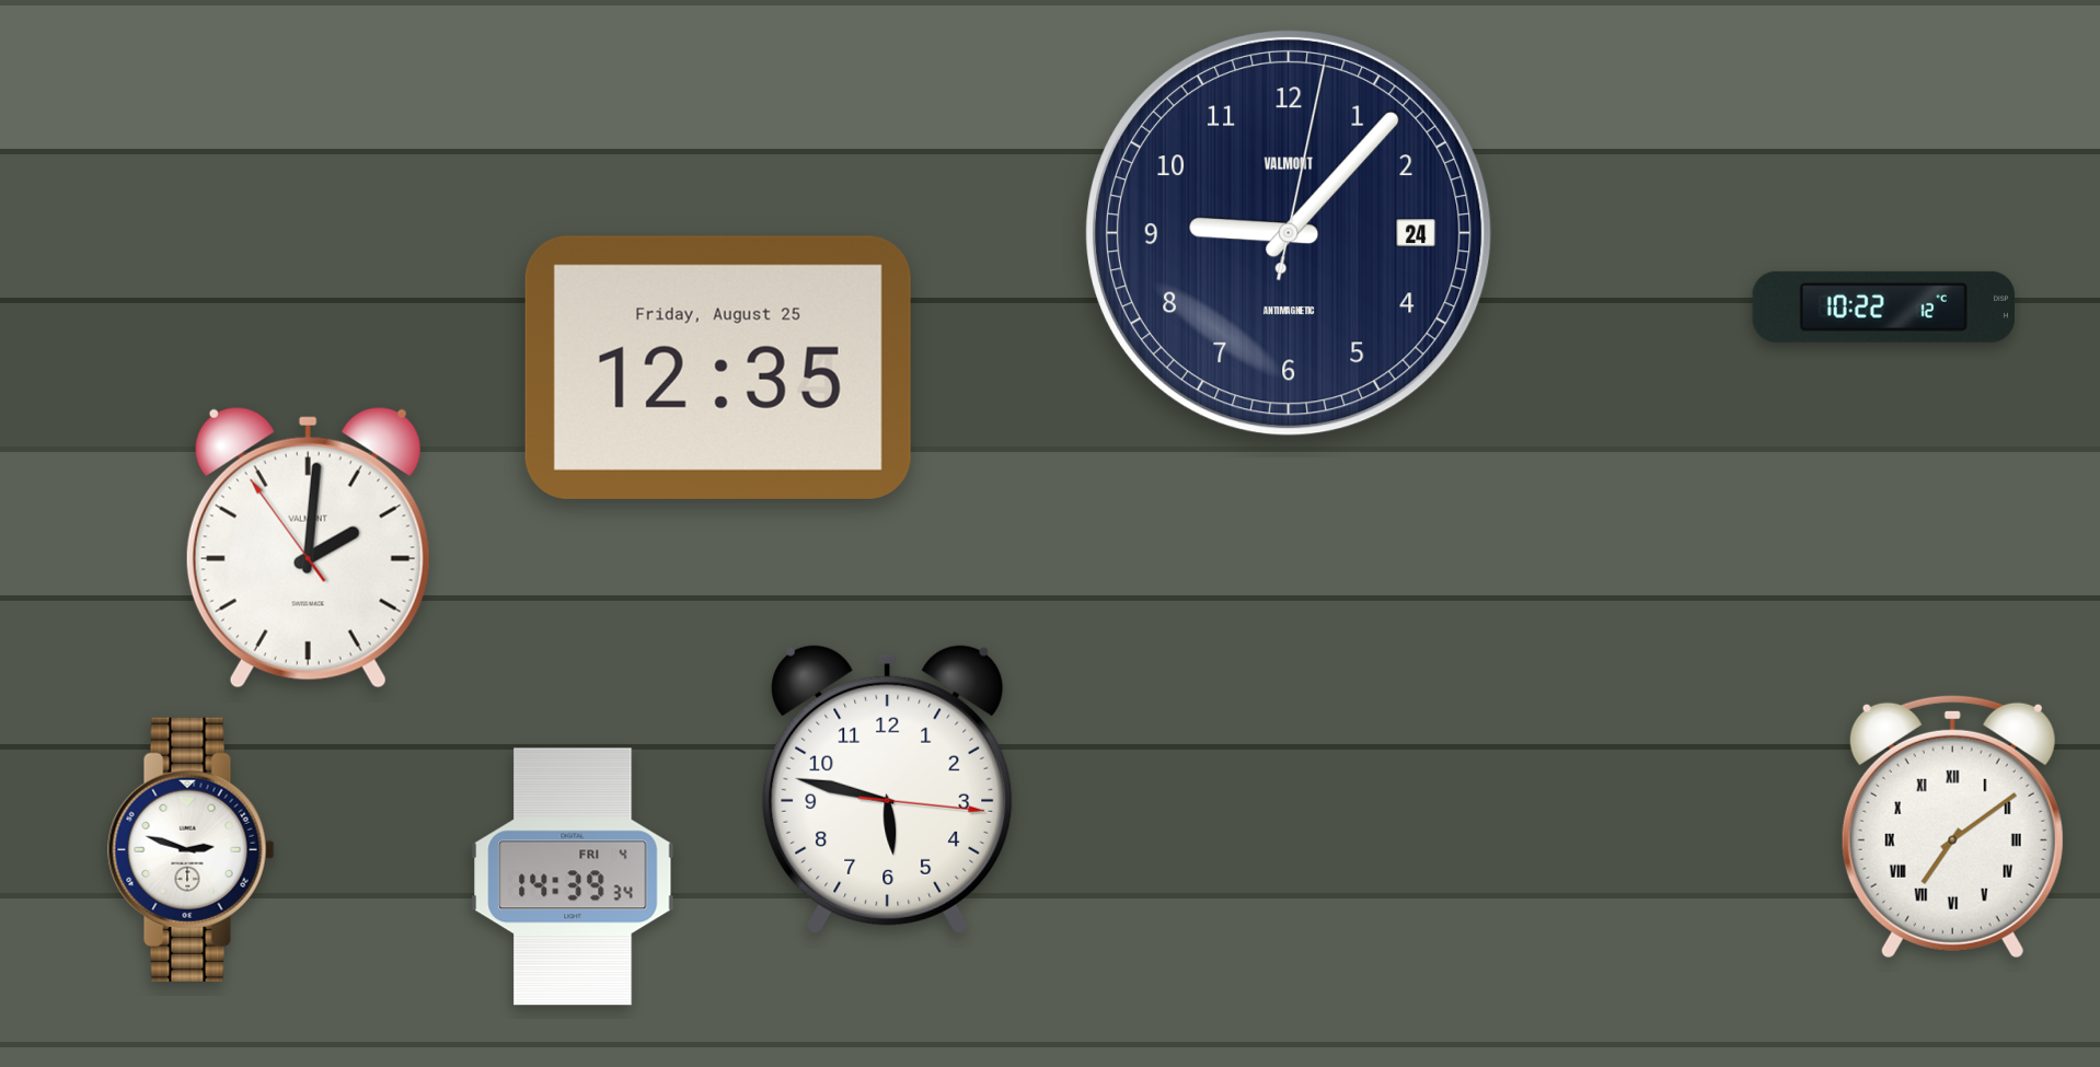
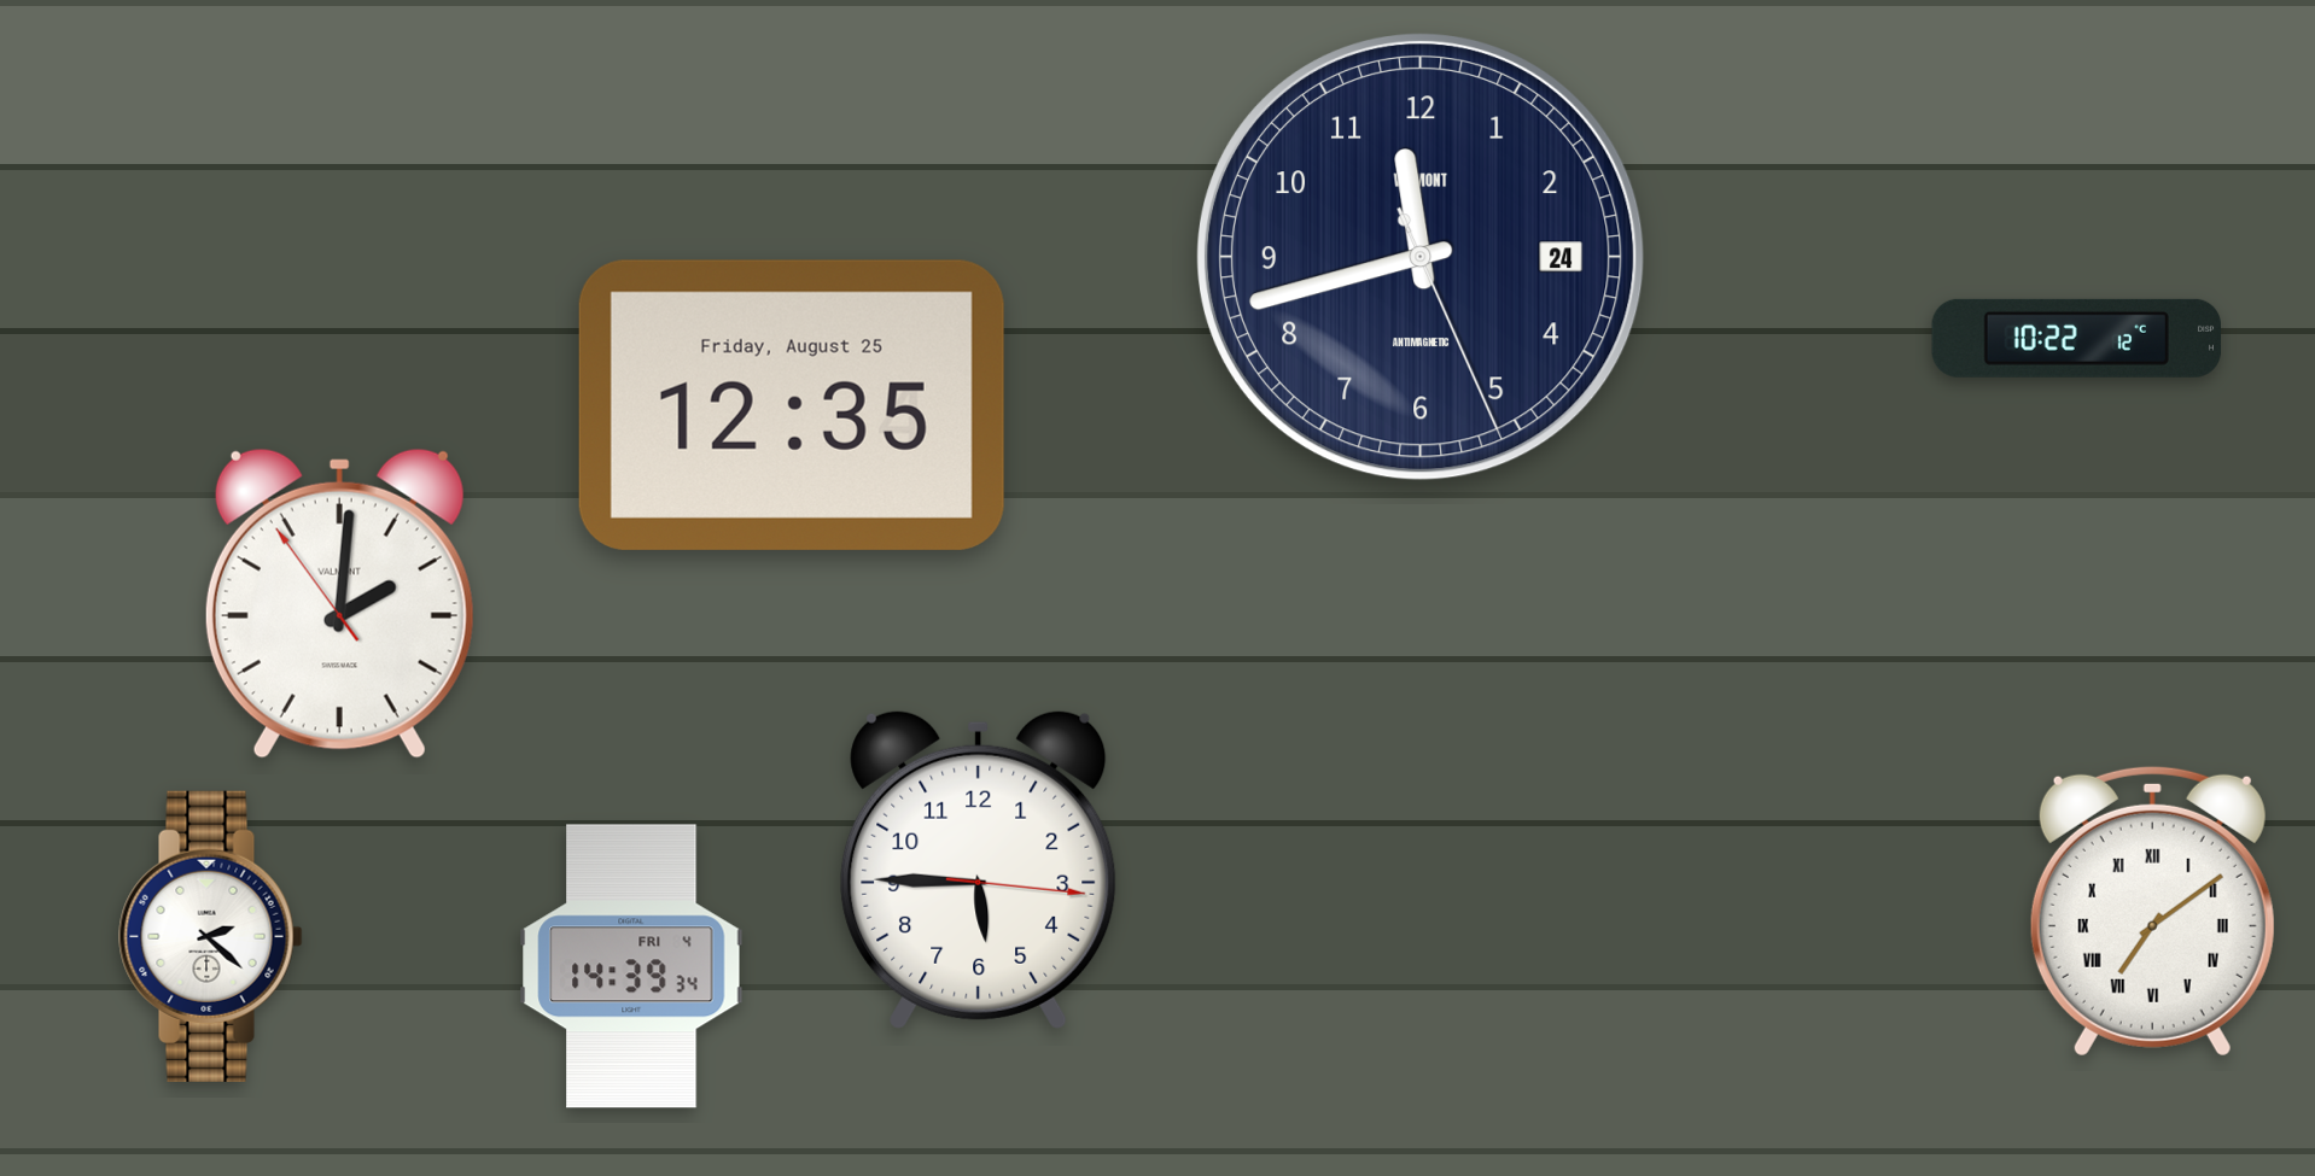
clock at (1289, 233): 9:07 -> 11:42
clock at (888, 789): 5:47 -> 5:45
clock at (192, 849): 2:48 -> 2:22
